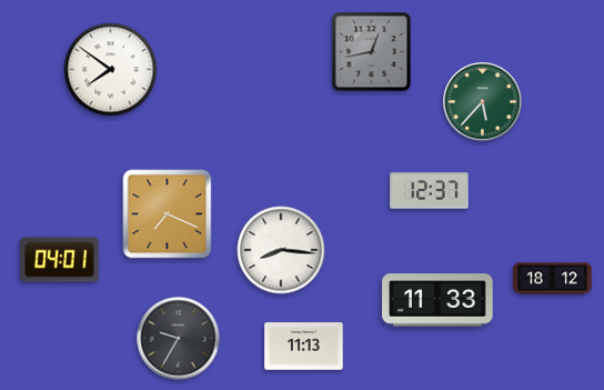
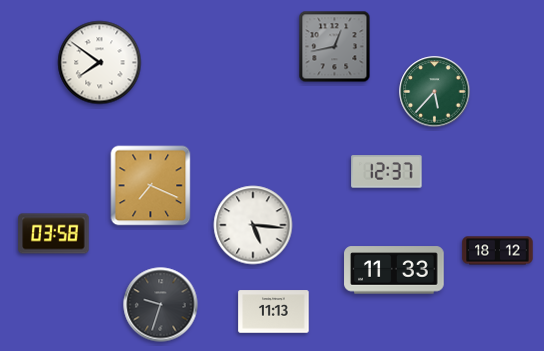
clock at (168, 214) position: (168, 214) -> (151, 186)
clock at (281, 250): 8:16 -> 5:16
clock at (60, 260): 04:01 -> 03:58
clock at (179, 339): 9:35 -> 9:33
